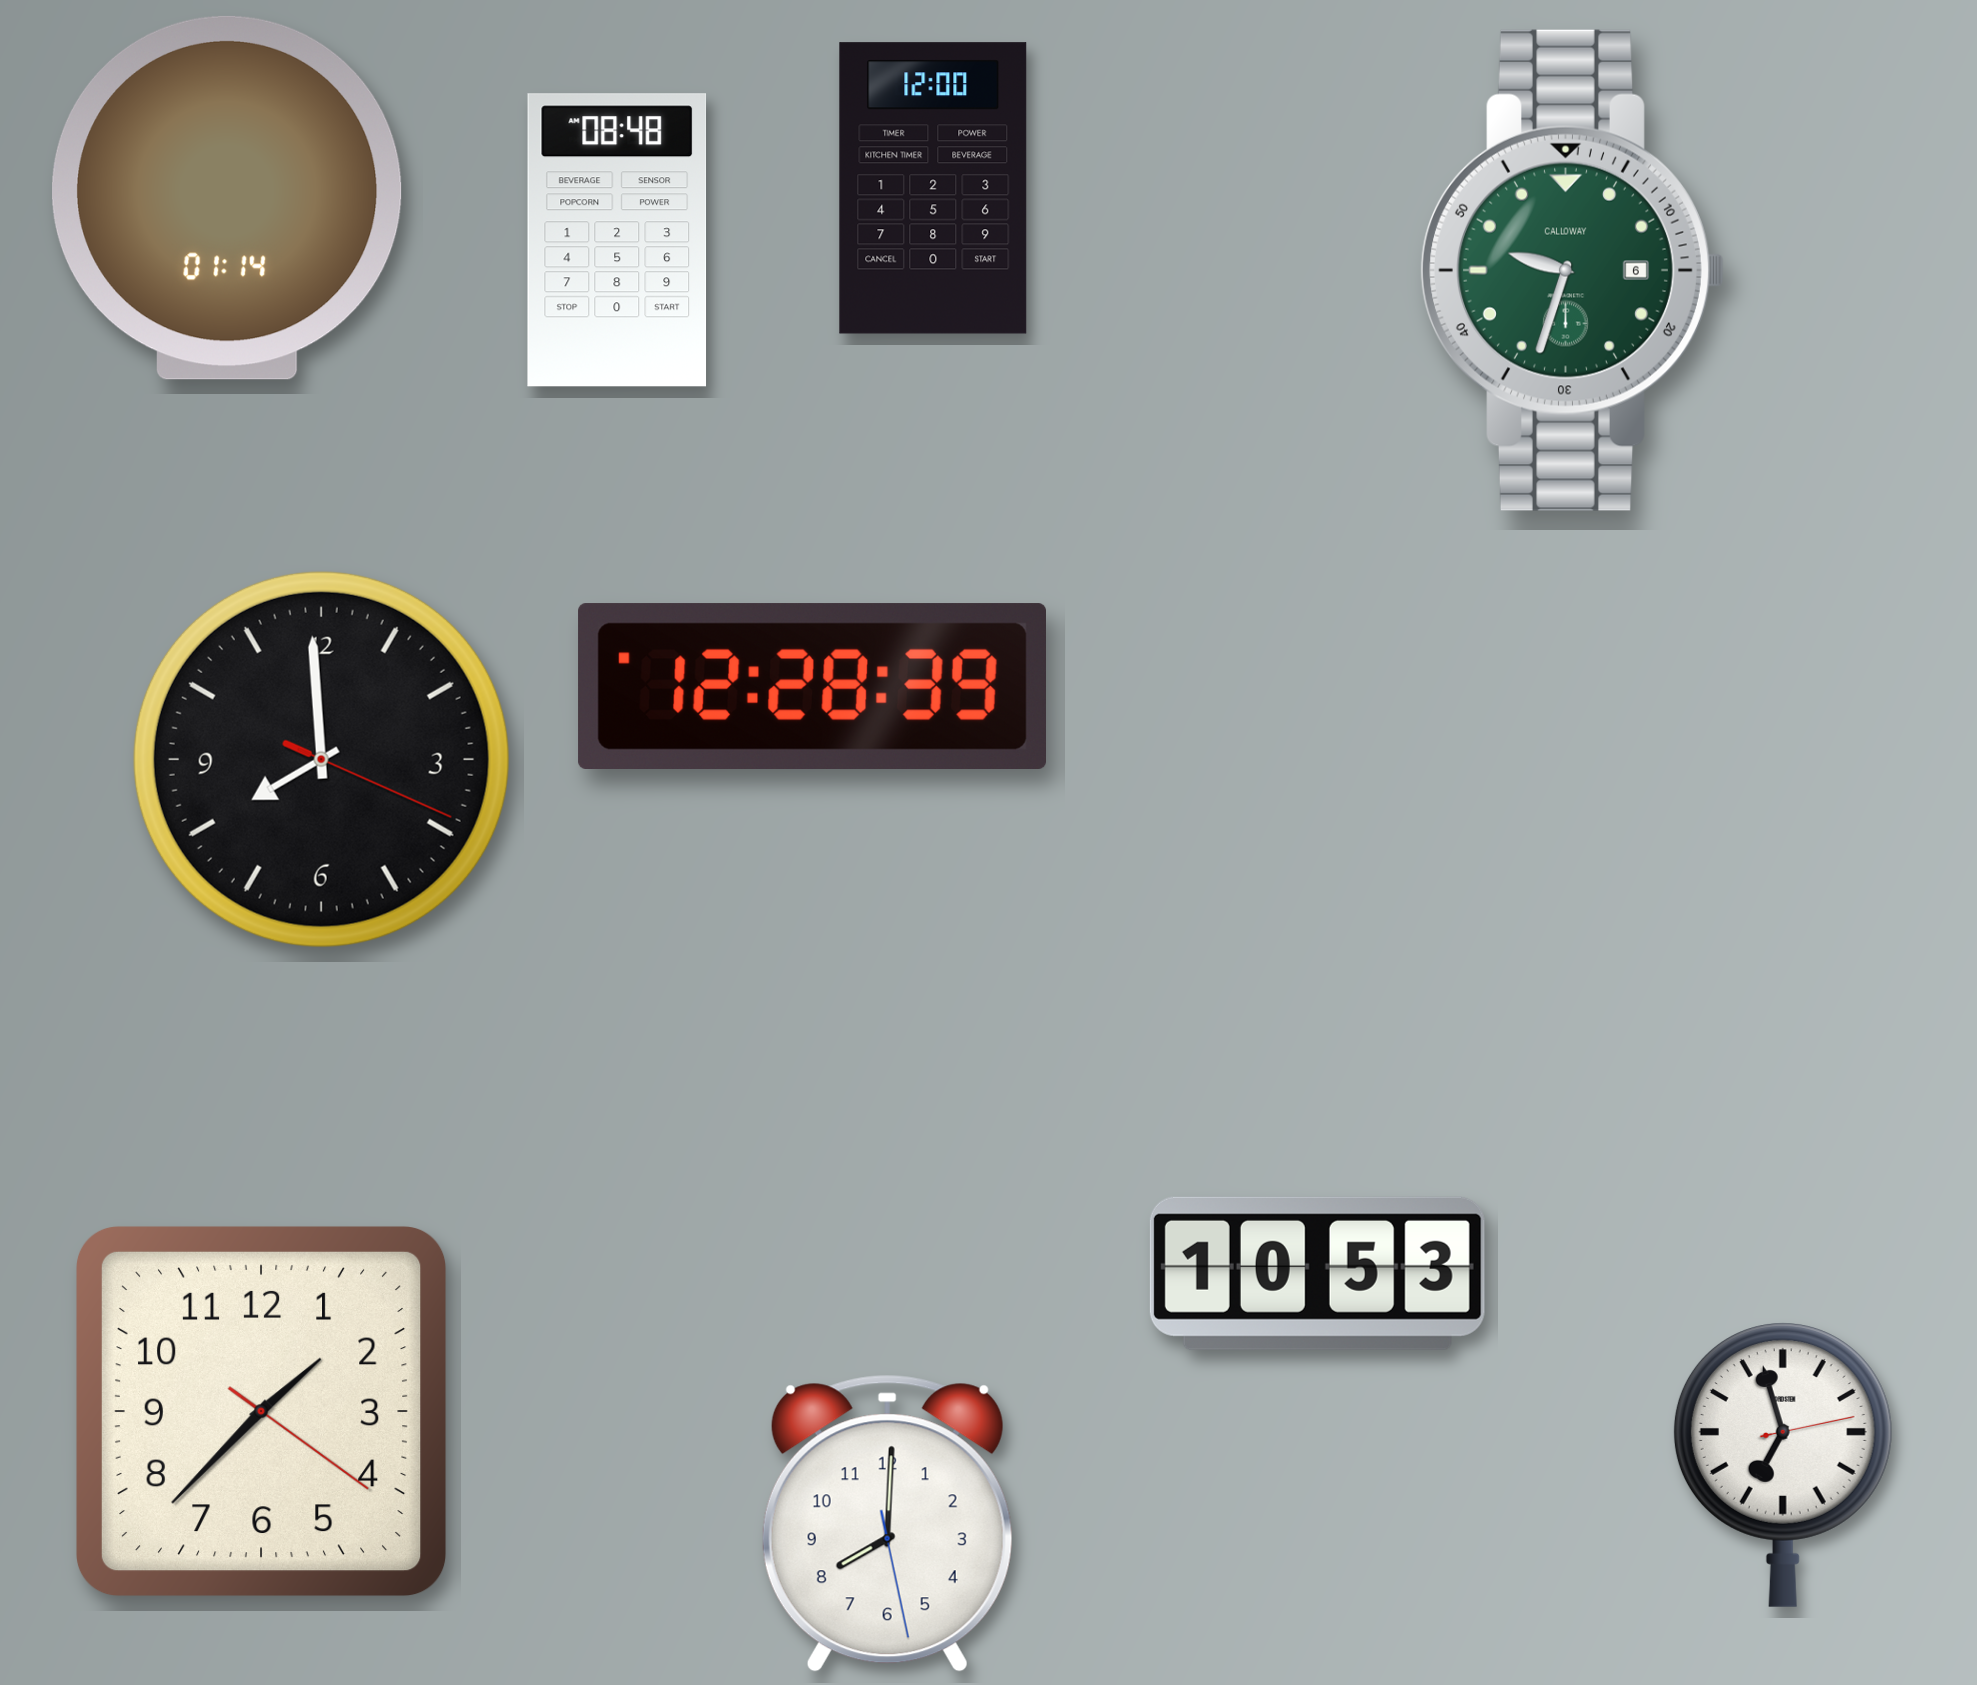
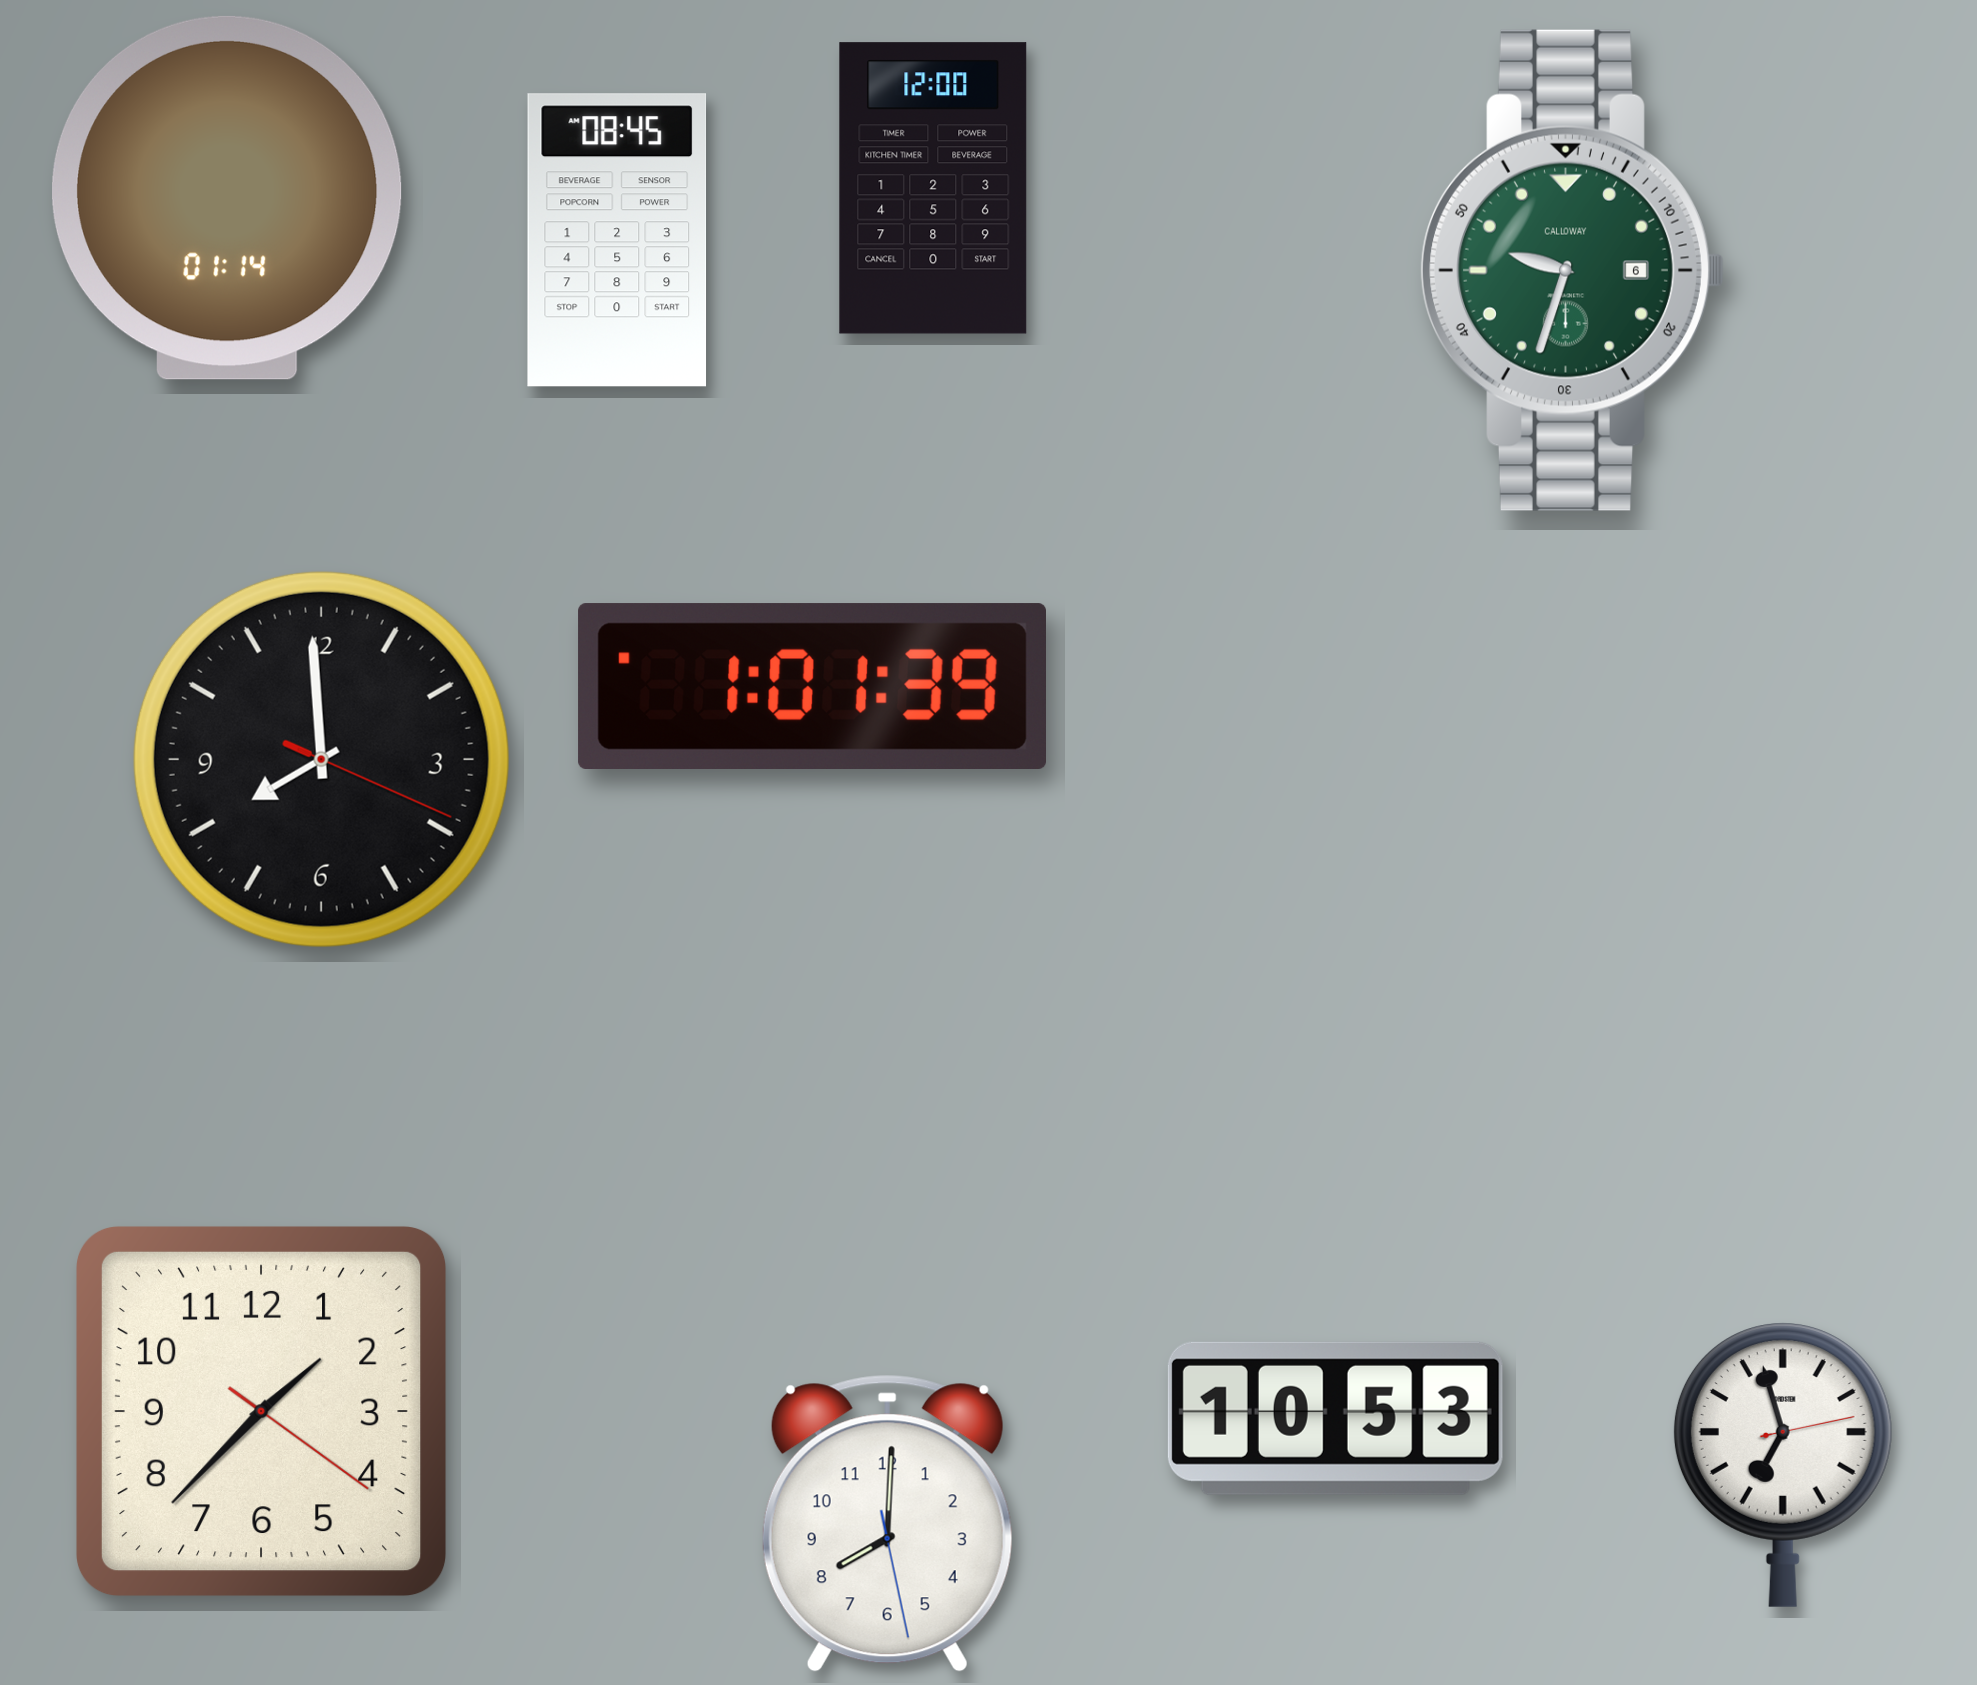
clock at (617, 240): 08:48 -> 08:45
clock at (812, 686): 12:28 -> 1:01
clock at (1317, 1273) position: (1317, 1273) -> (1335, 1418)
